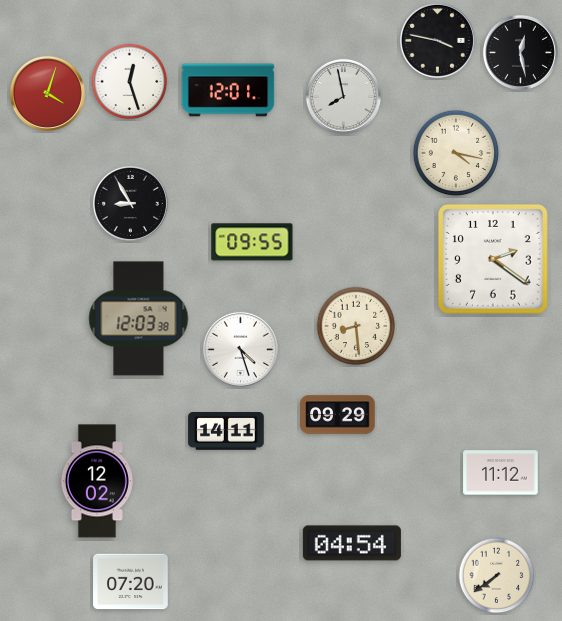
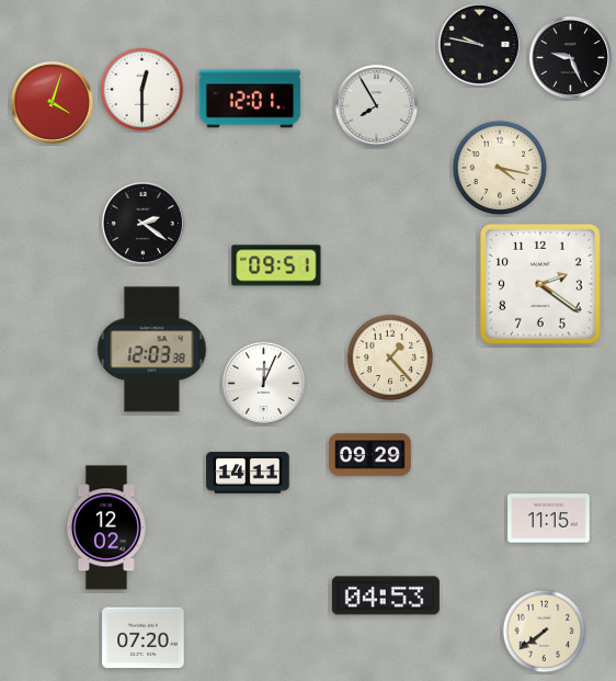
clock at (437, 40): 3:47 -> 9:47
clock at (520, 52): 12:28 -> 9:26
clock at (130, 82): 12:27 -> 12:30
clock at (343, 96): 7:58 -> 7:55
clock at (130, 203): 8:55 -> 2:21
clock at (252, 242): 09:55 -> 09:51
clock at (356, 326): 8:29 -> 1:23
clock at (240, 349): 4:27 -> 12:04
clock at (501, 473): 11:12 -> 11:15
clock at (352, 543): 04:54 -> 04:53
